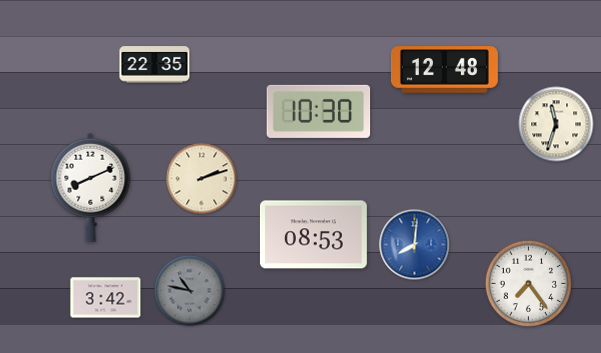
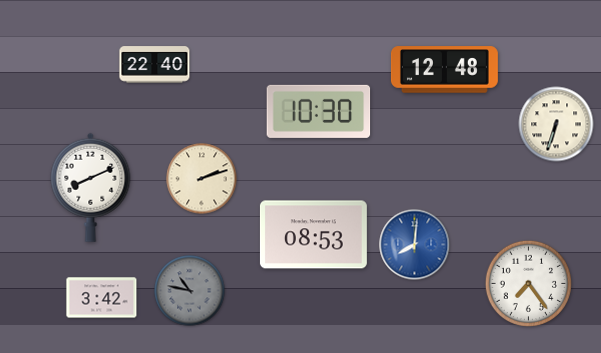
clock at (155, 65): 22:35 -> 22:40
clock at (556, 124): 11:33 -> 6:33
clock at (106, 298) position: (106, 298) -> (102, 298)
